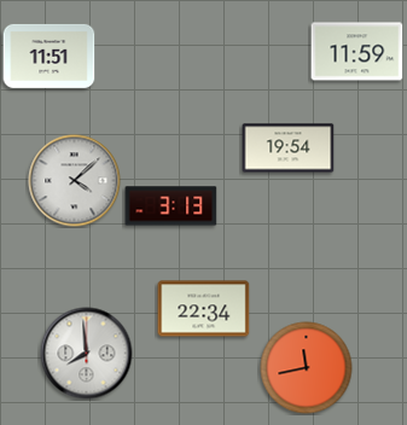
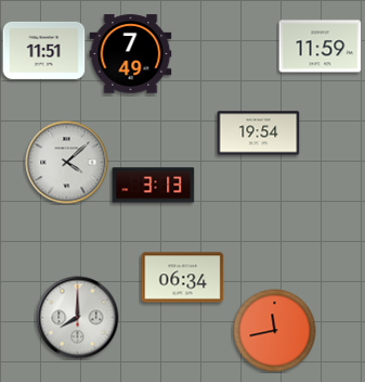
clock at (131, 54): none -> 7:49
clock at (204, 309): 22:34 -> 06:34
clock at (87, 354): 7:59 -> 8:00
